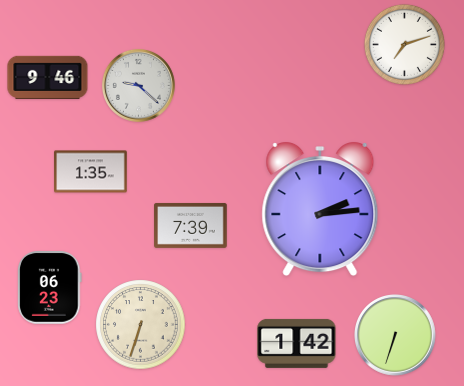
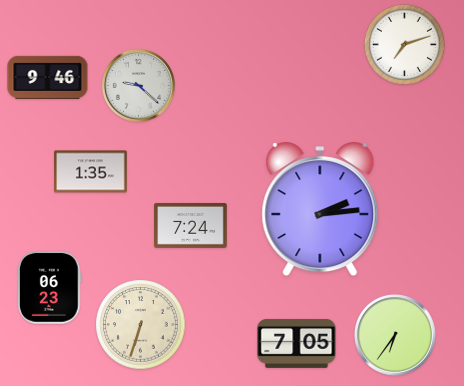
clock at (191, 225): 7:39 -> 7:24
clock at (396, 336): 6:33 -> 6:36
clock at (297, 343): 1:42 -> 7:05
